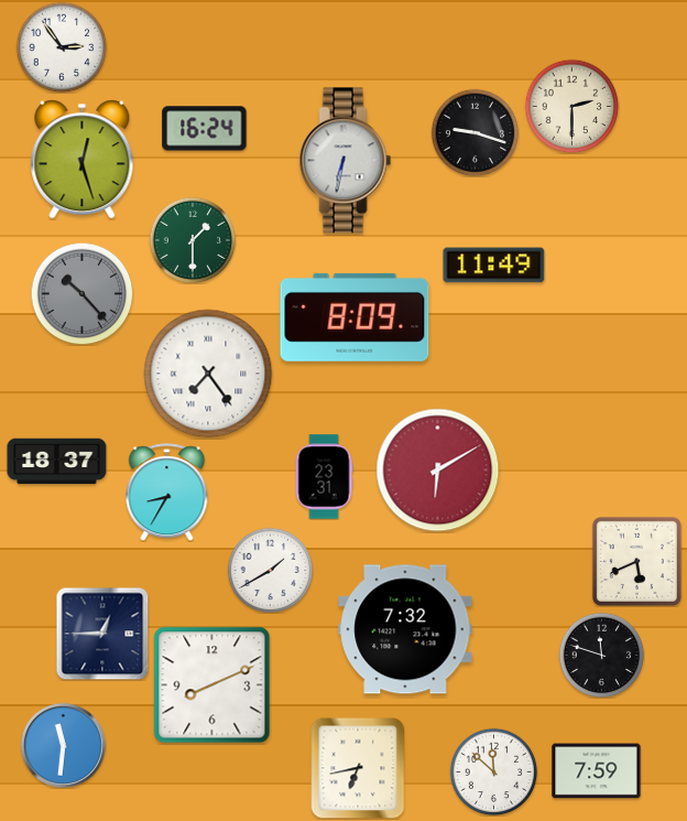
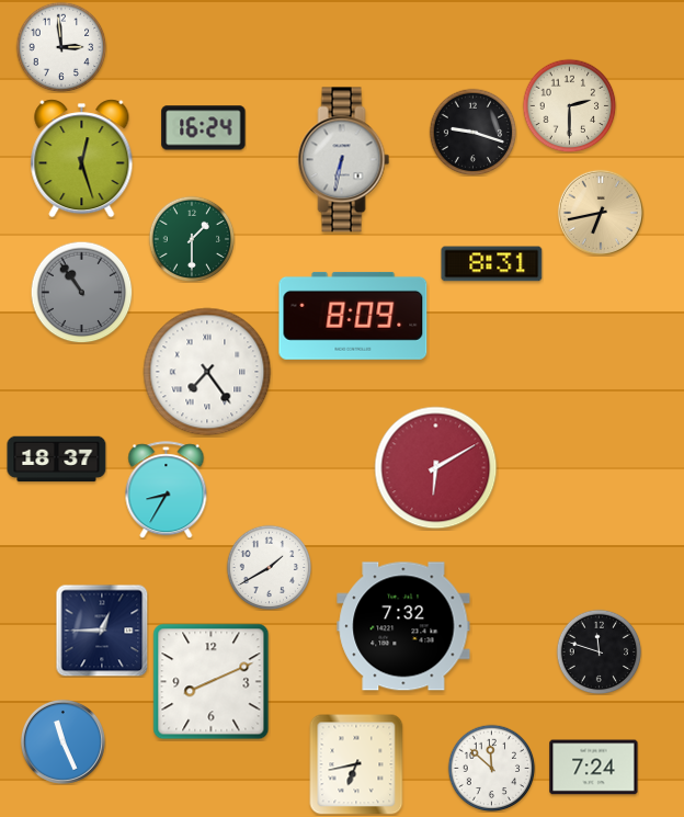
clock at (62, 47): 2:54 -> 2:59
clock at (601, 213): none -> 6:43
clock at (494, 266): 11:49 -> 8:31
clock at (81, 293): 10:23 -> 10:54
clock at (324, 477): 23:31 -> none
clock at (636, 561): 5:41 -> none
clock at (63, 745): 11:31 -> 11:26
clock at (597, 771): 7:59 -> 7:24
